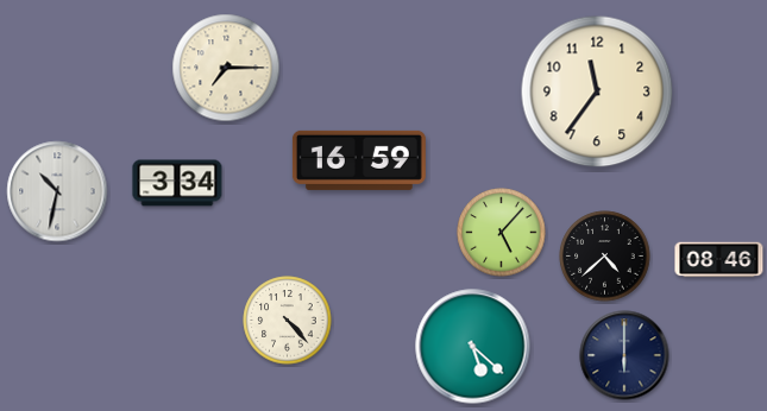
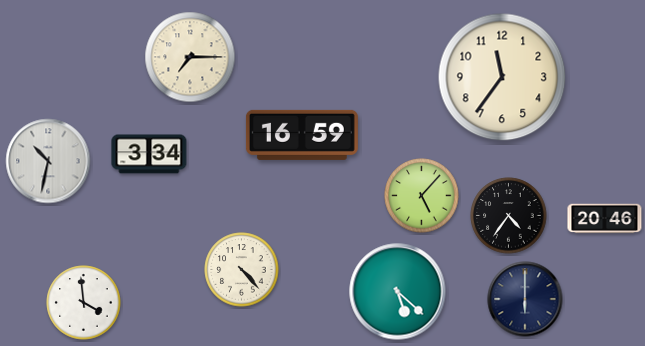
clock at (605, 257): 4:38 -> 4:36
clock at (719, 260): 08:46 -> 20:46
clock at (84, 303): none -> 3:59
